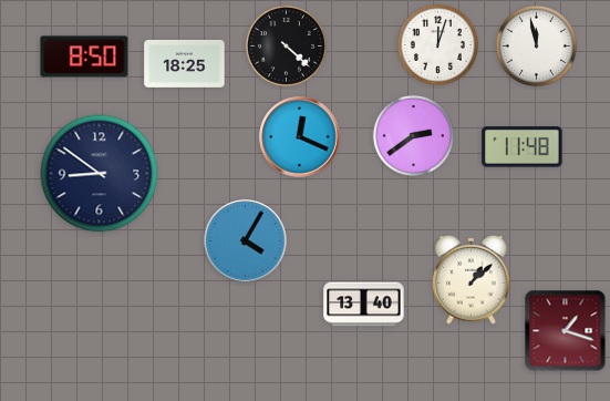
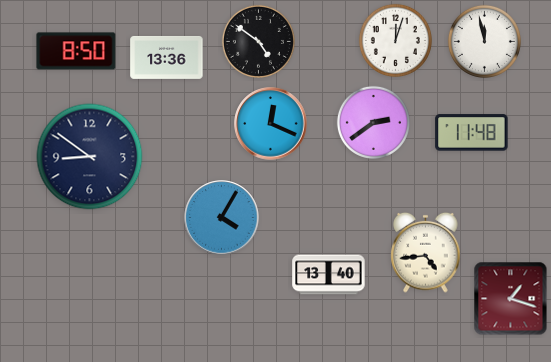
clock at (286, 45): 4:22 -> 4:51
clock at (185, 63): 18:25 -> 13:36
clock at (472, 279): 1:08 -> 4:44
